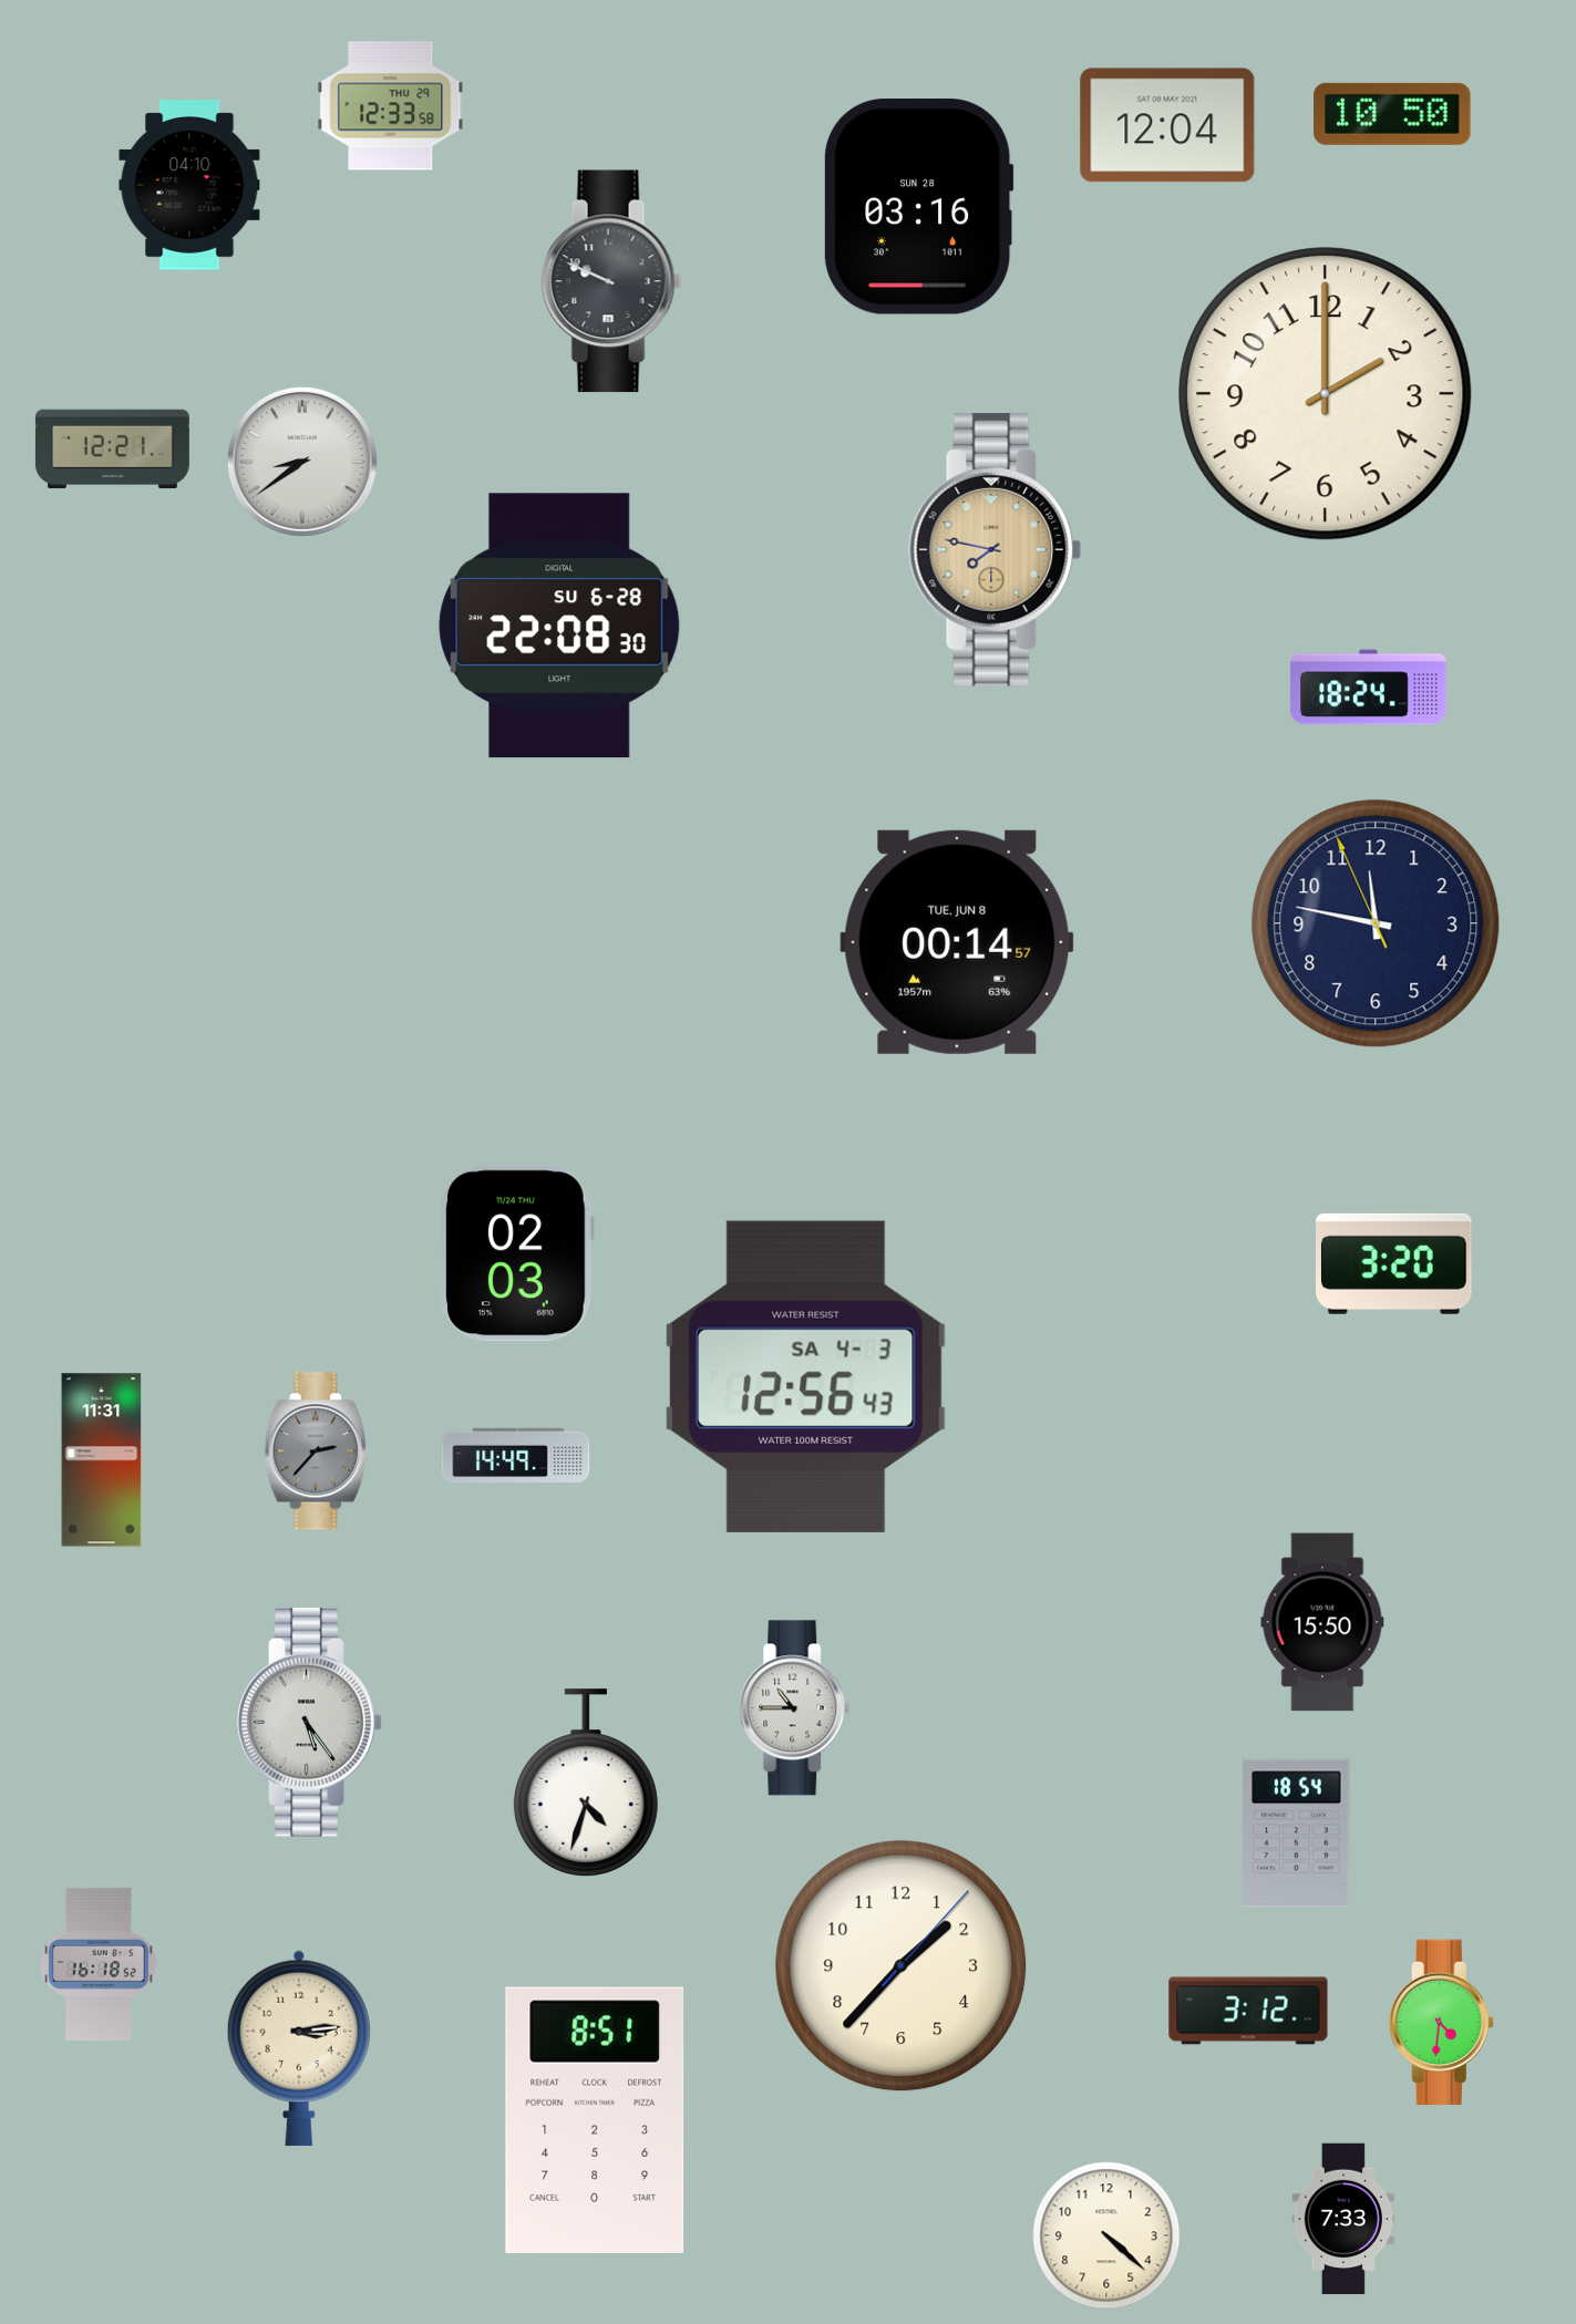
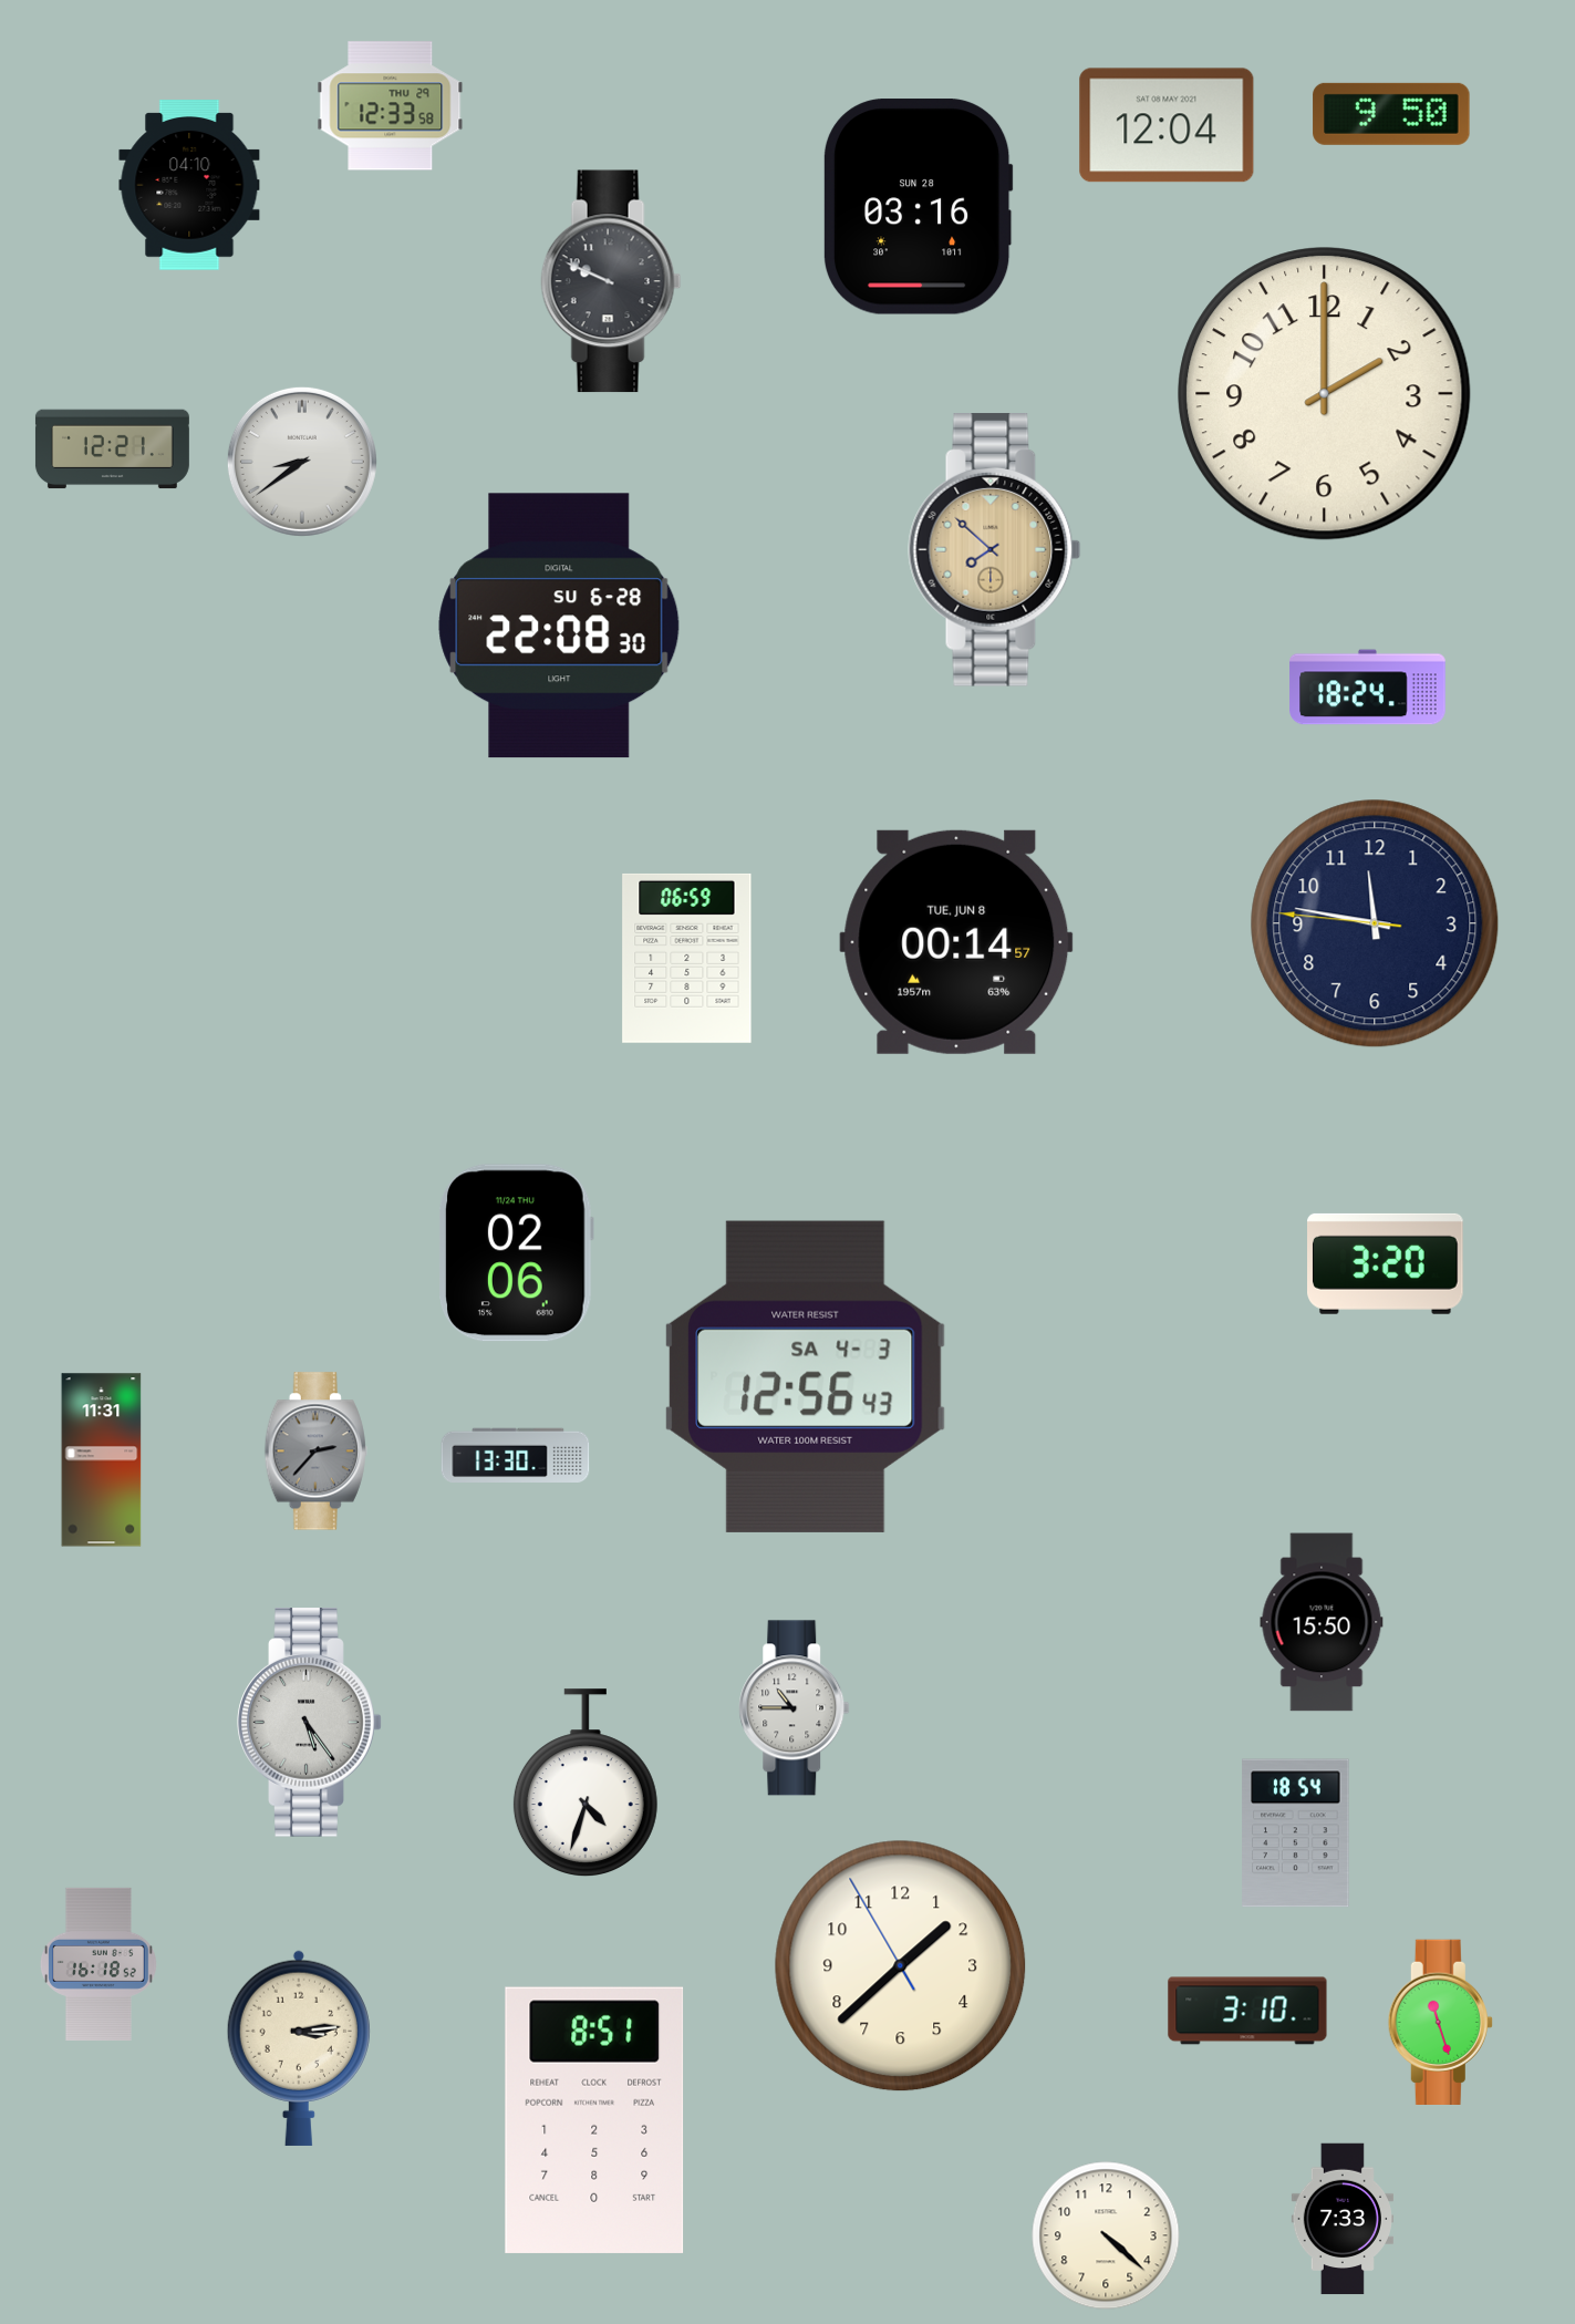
clock at (1392, 114): 10:50 -> 9:50
clock at (996, 550): 7:47 -> 7:52
clock at (1376, 923): 11:46:56 -> 11:46:46
clock at (687, 958): none -> 06:59
clock at (517, 1253): 02:03 -> 02:06
clock at (1394, 1263) position: (1394, 1263) -> (1386, 1263)
clock at (516, 1456): 14:49 -> 13:30
clock at (902, 1966): 1:37:07 -> 1:37:55
clock at (1248, 2011): 3:12 -> 3:10
clock at (1441, 2023): 4:31 -> 11:27
